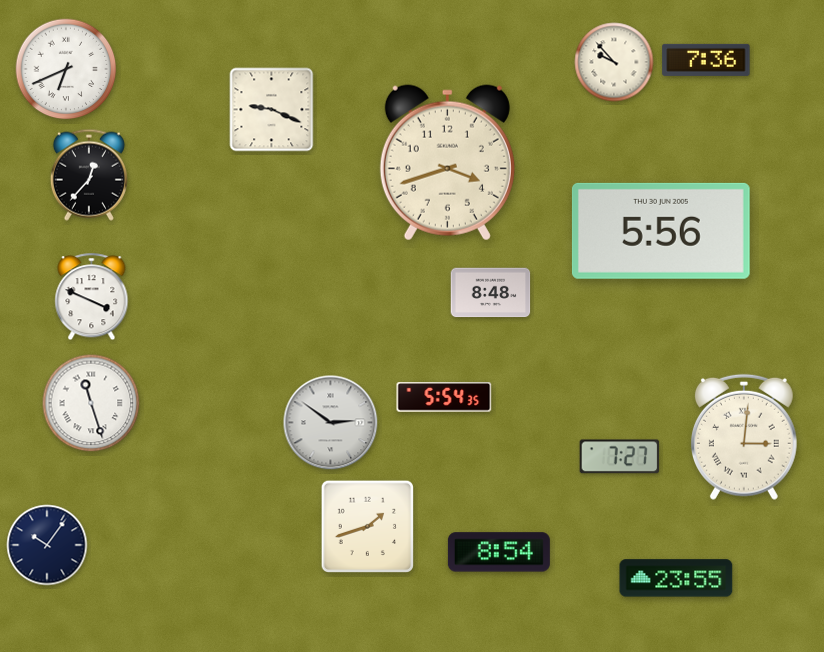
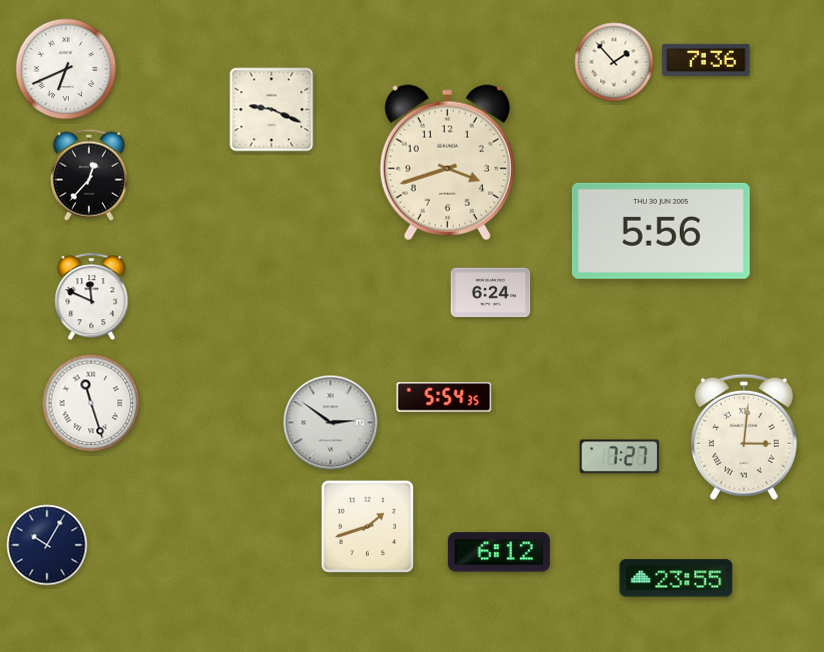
clock at (614, 62): 9:53 -> 1:53
clock at (491, 293): 8:48 -> 6:24
clock at (92, 297): 3:49 -> 11:49
clock at (47, 545): 10:06 -> 10:05
clock at (499, 552): 8:54 -> 6:12
